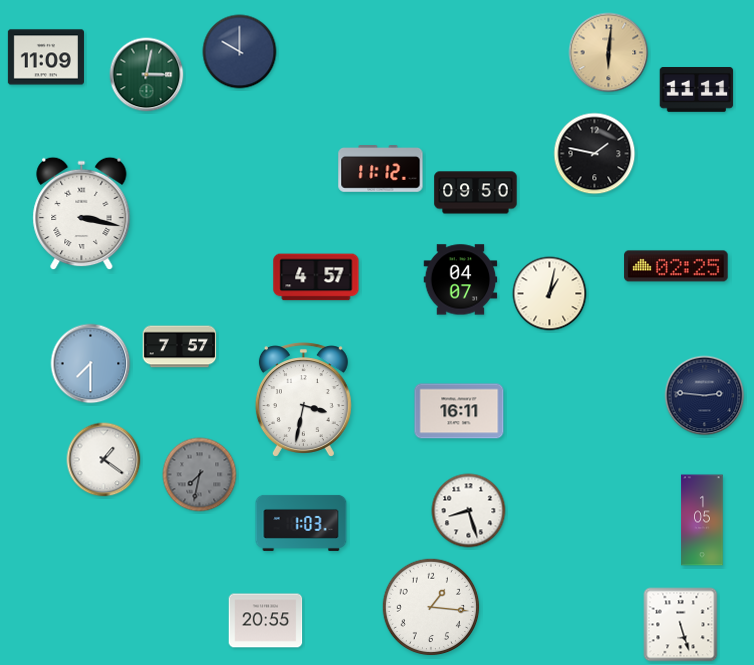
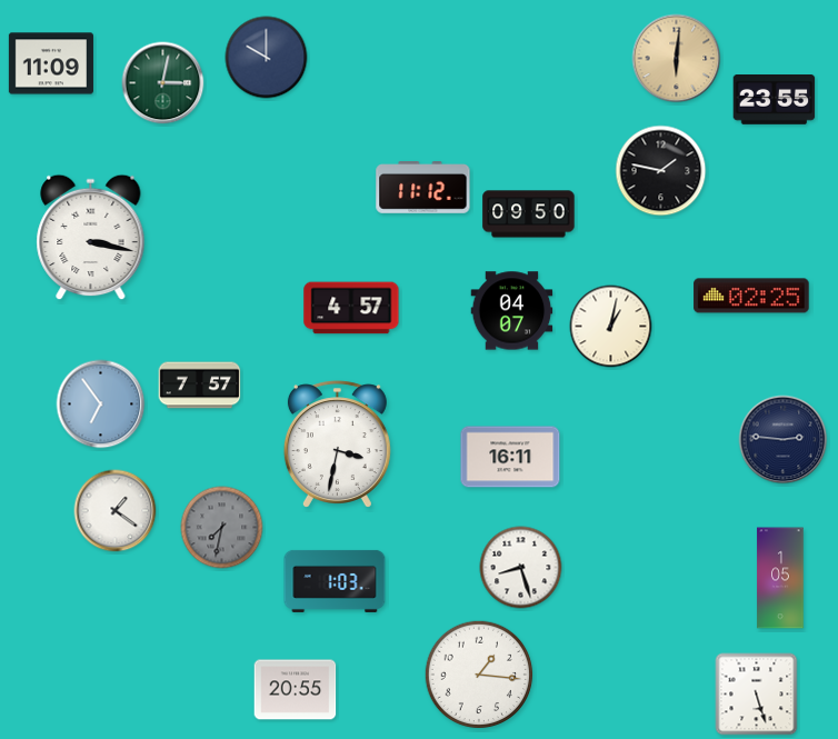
clock at (697, 90): 11:11 -> 23:55
clock at (91, 364): 7:30 -> 6:54
